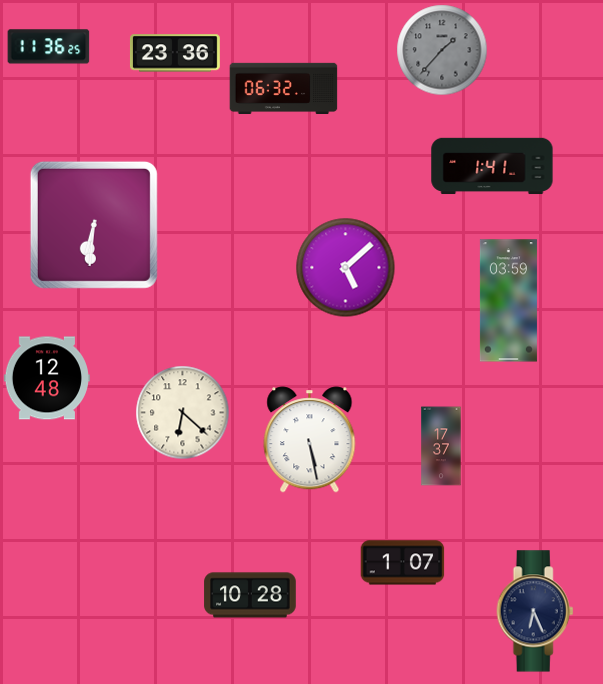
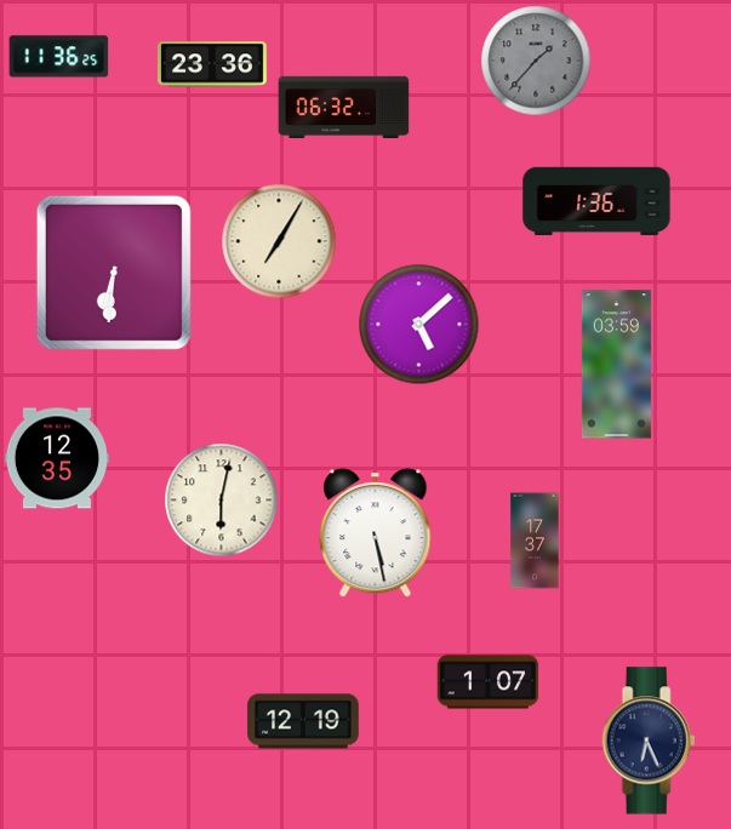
clock at (492, 166): 1:41 -> 1:36
clock at (279, 241): none -> 7:05
clock at (47, 378): 12:48 -> 12:35
clock at (183, 413): 6:22 -> 6:02
clock at (250, 595): 10:28 -> 12:19
